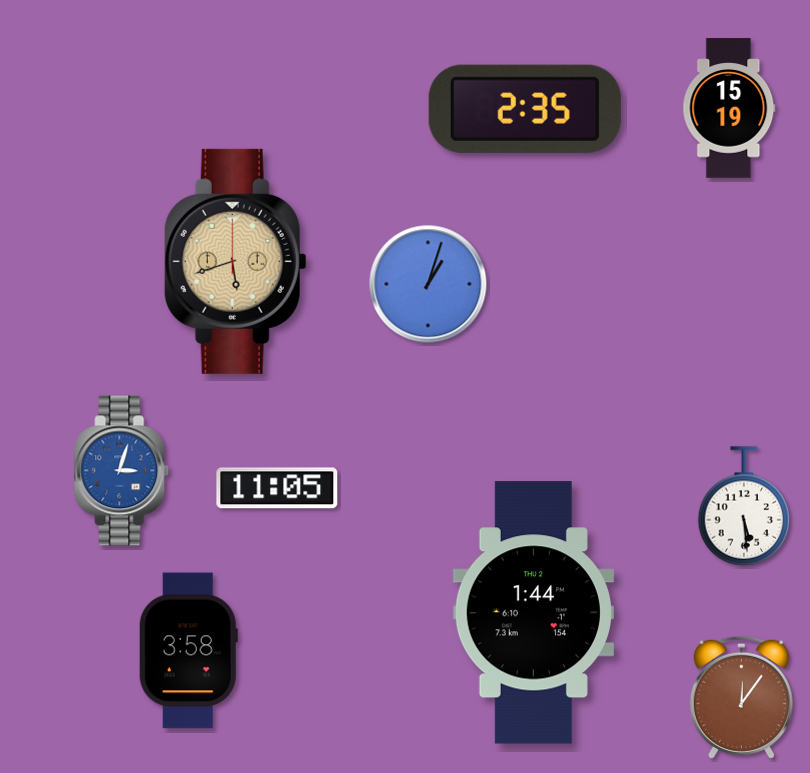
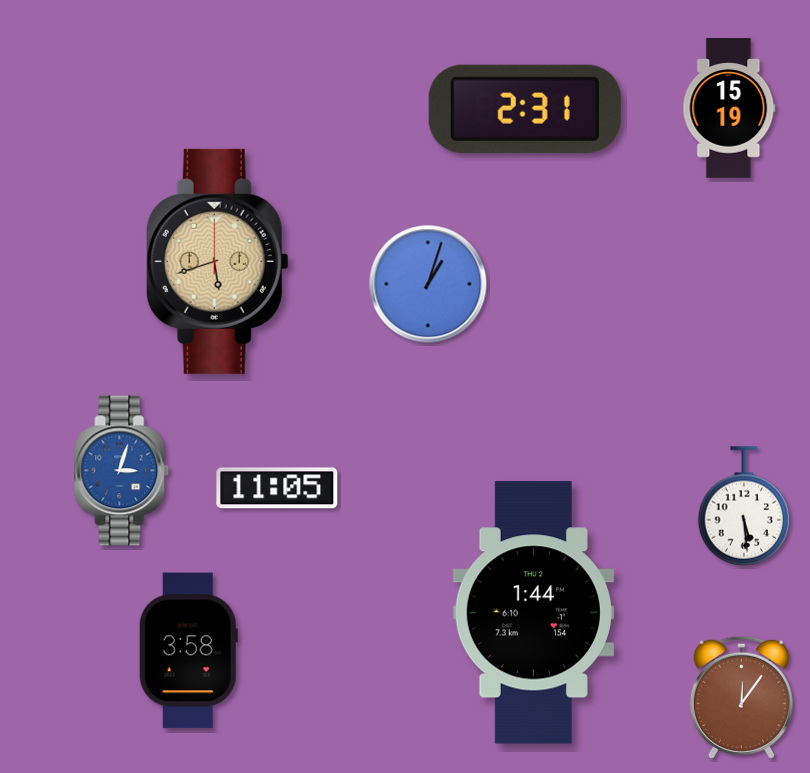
clock at (525, 109): 2:35 -> 2:31
clock at (235, 261) position: (235, 261) -> (217, 261)
